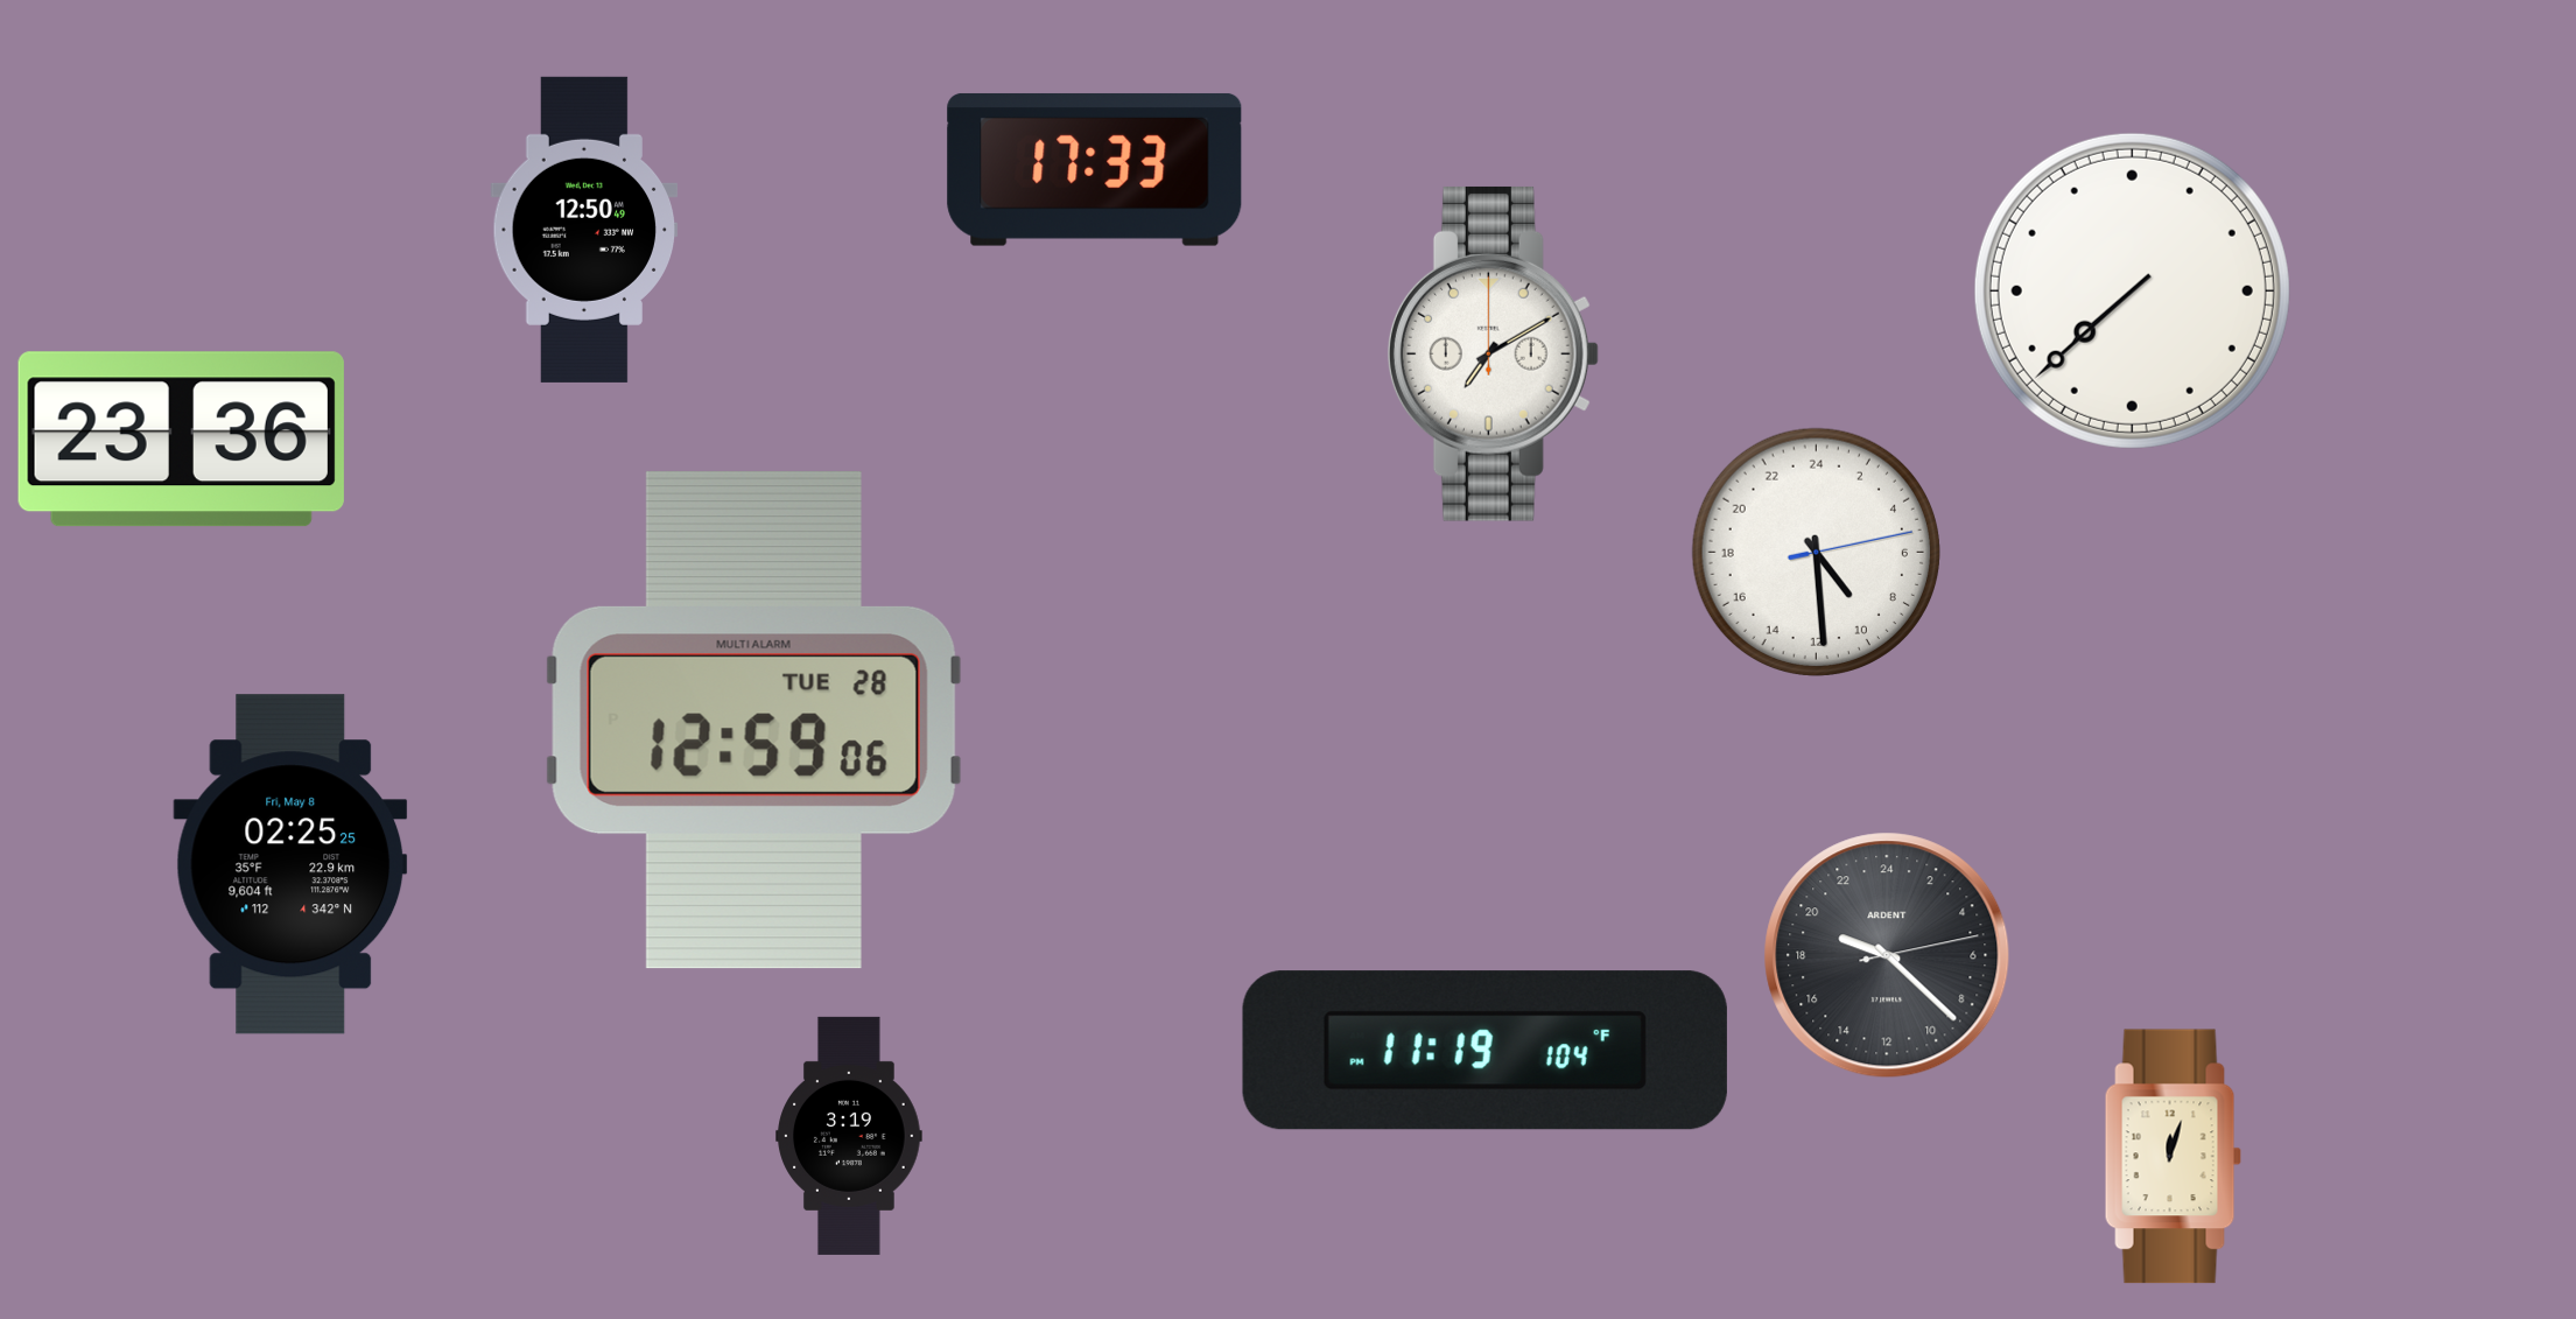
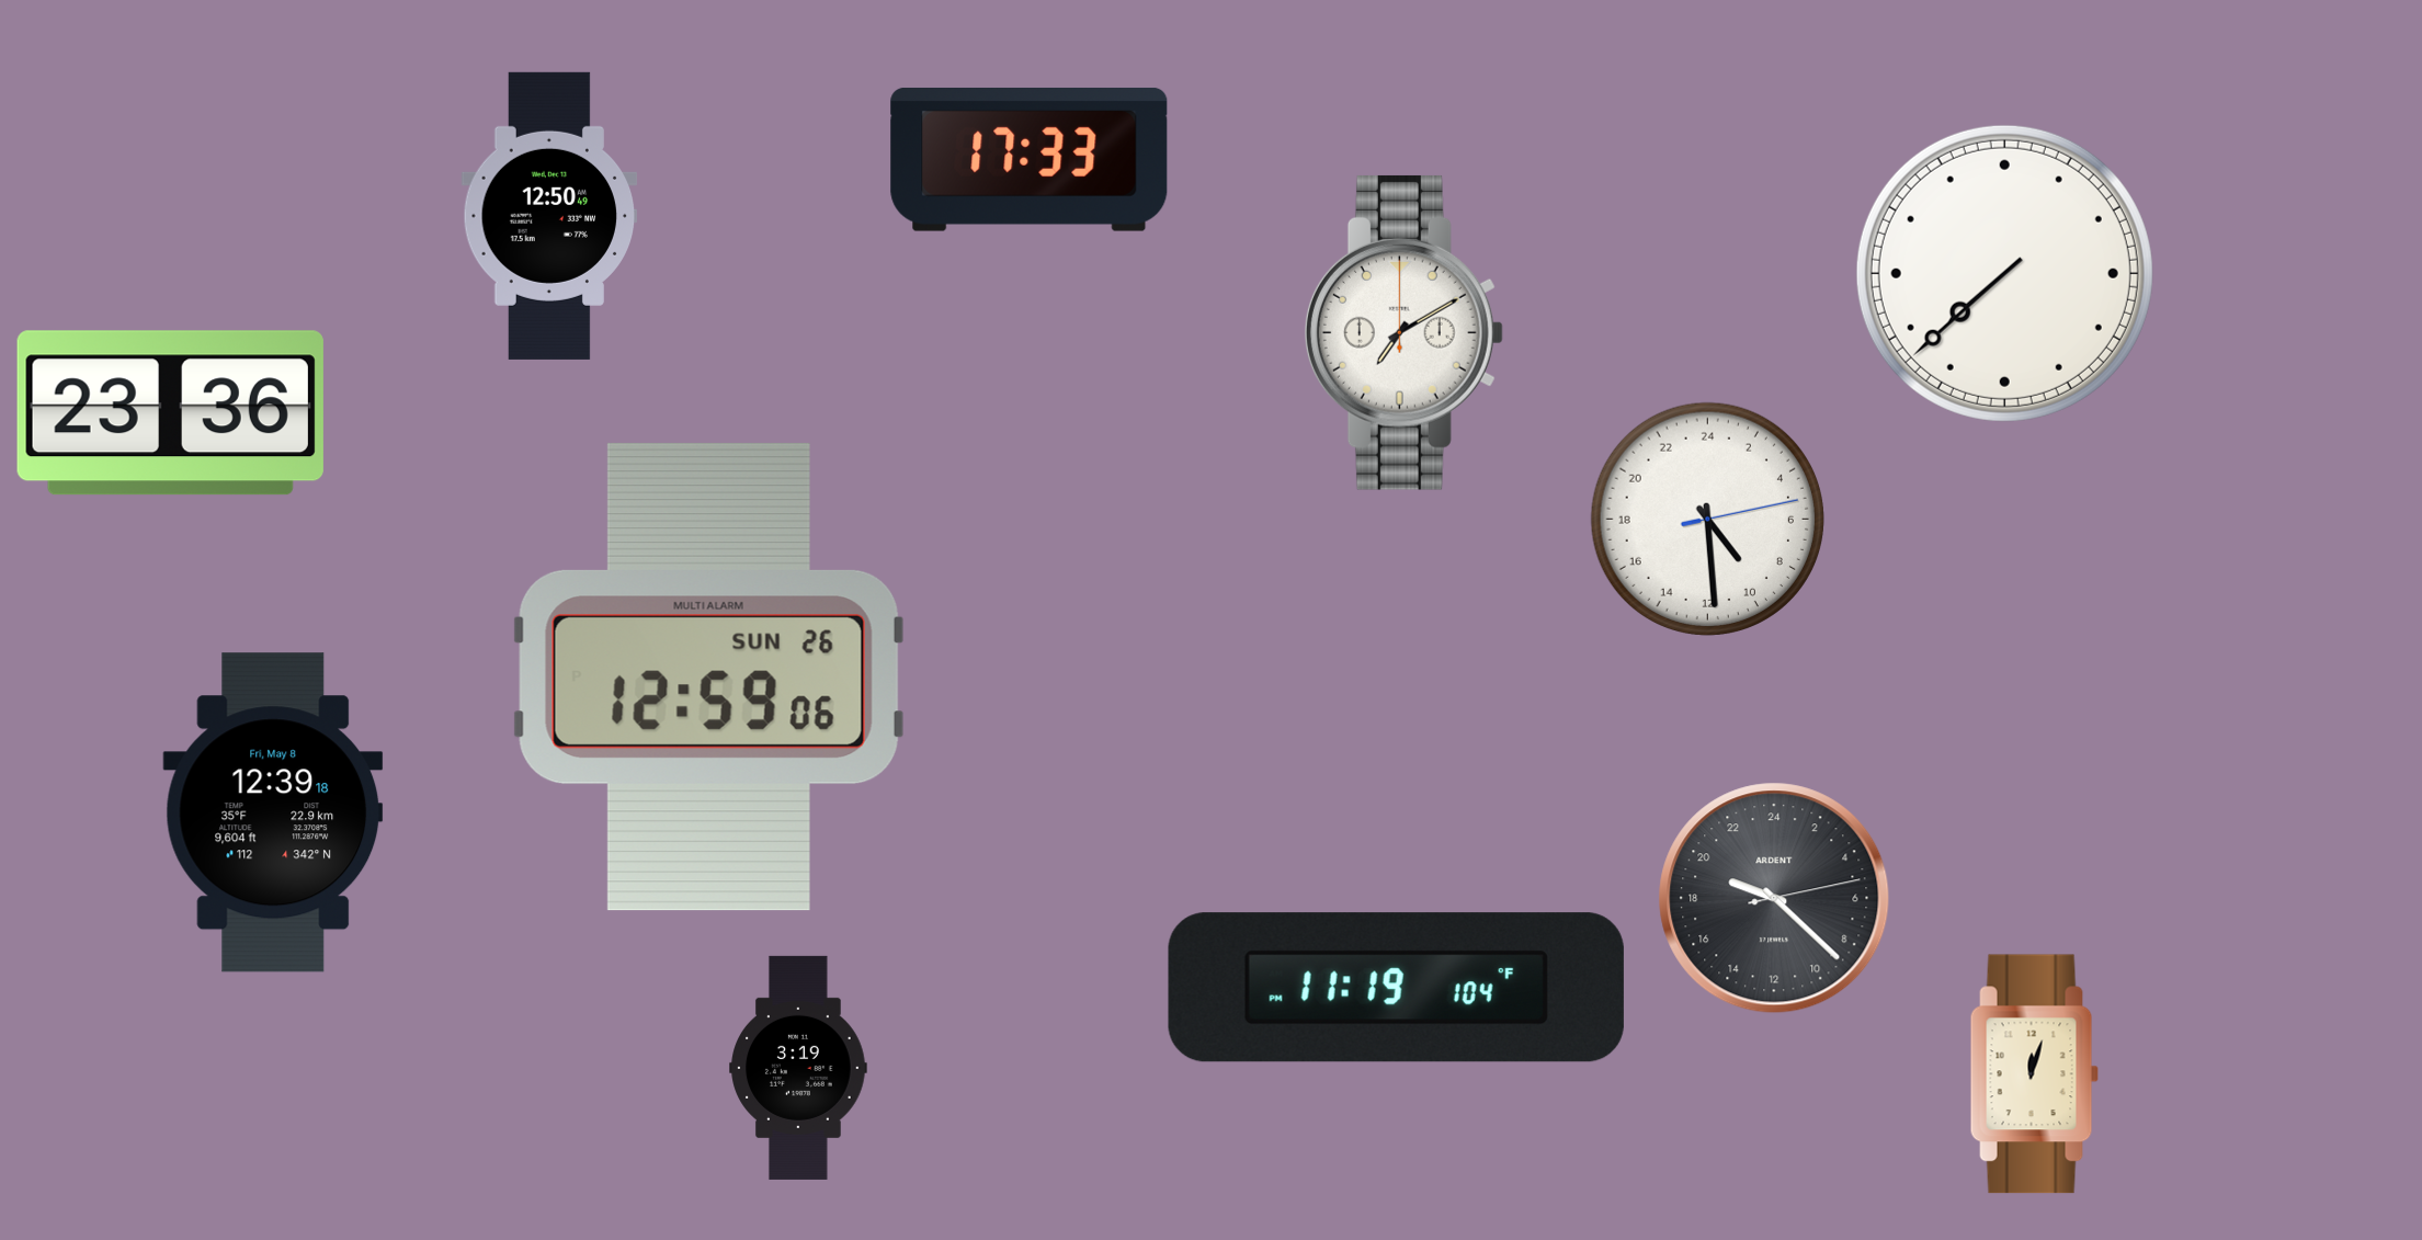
clock at (753, 720) date: TUE 28 -> SUN 26
clock at (290, 864): 02:25 -> 12:39
clock at (2173, 1157) position: (2173, 1157) -> (2034, 1074)
